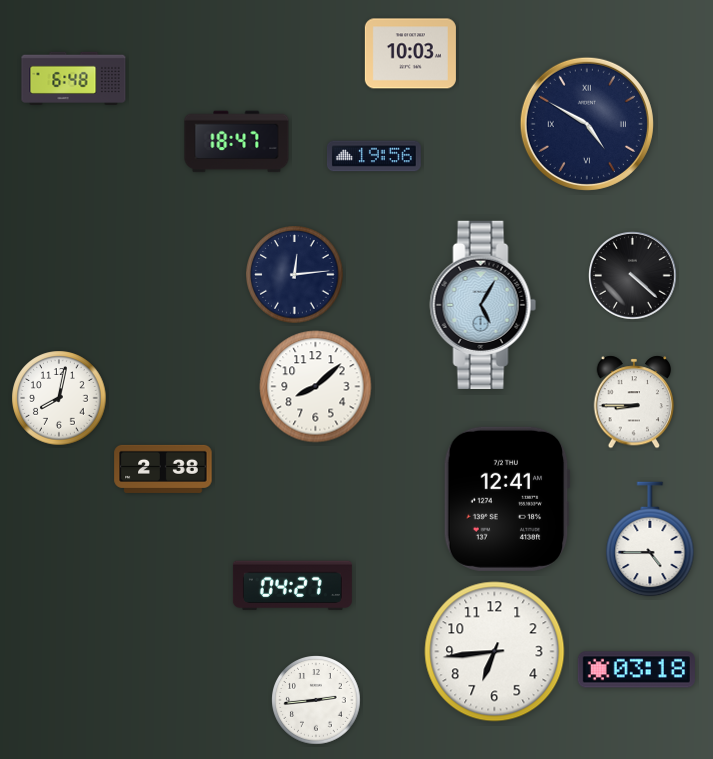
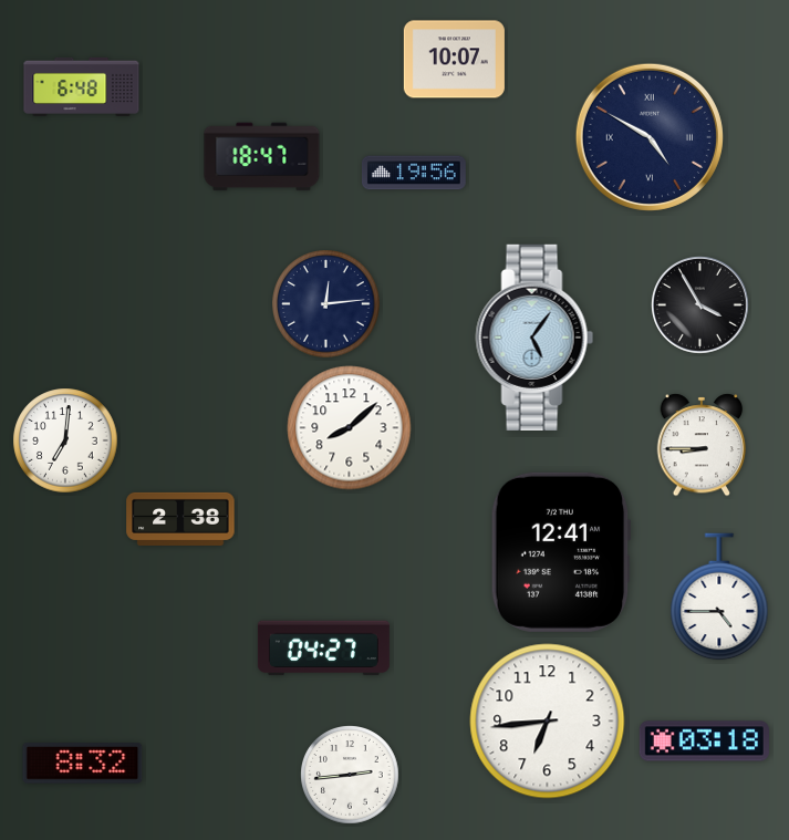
clock at (410, 54): 10:03 -> 10:07
clock at (633, 276): 4:22 -> 3:55
clock at (483, 305): 5:05 -> 5:06
clock at (59, 398): 8:02 -> 7:01
clock at (83, 764): none -> 8:32
